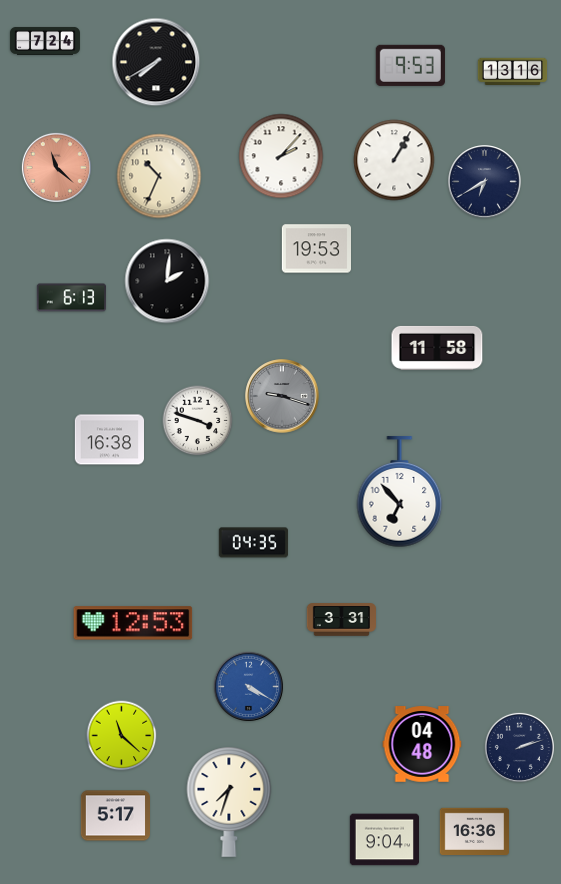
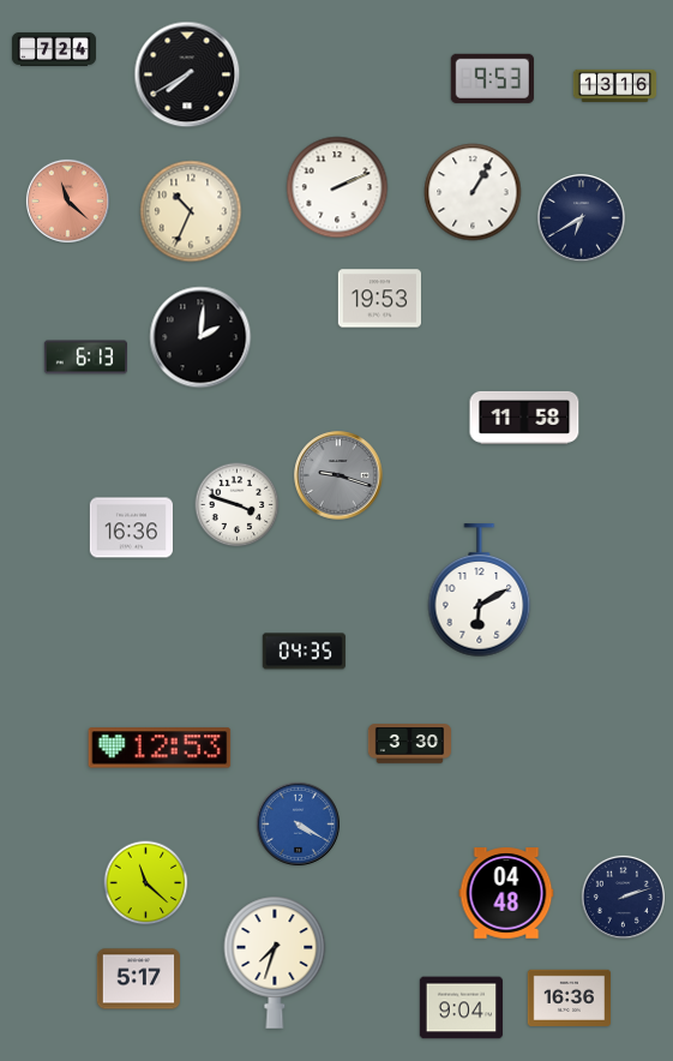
clock at (281, 156): 2:07 -> 2:11
clock at (109, 440): 16:38 -> 16:36
clock at (400, 492): 6:53 -> 6:10
clock at (342, 620): 3:31 -> 3:30
